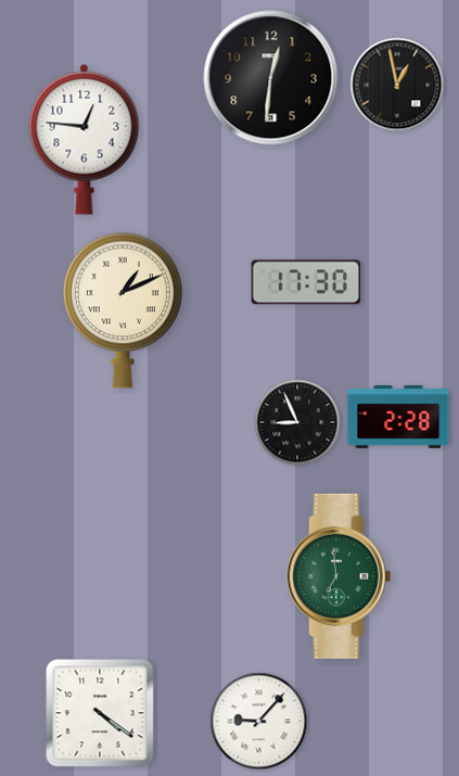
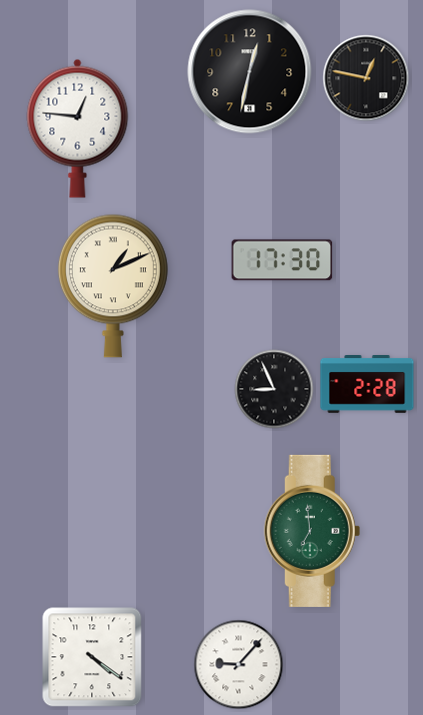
clock at (271, 78): 12:31 -> 12:32
clock at (397, 85): 12:58 -> 12:47
